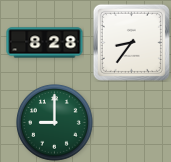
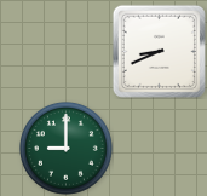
clock at (131, 42): 8:36 -> 8:41
clock at (45, 43): 8:28 -> none
